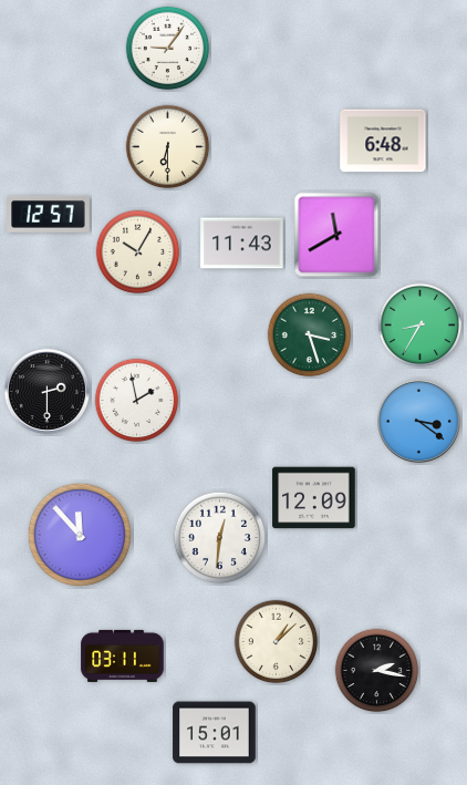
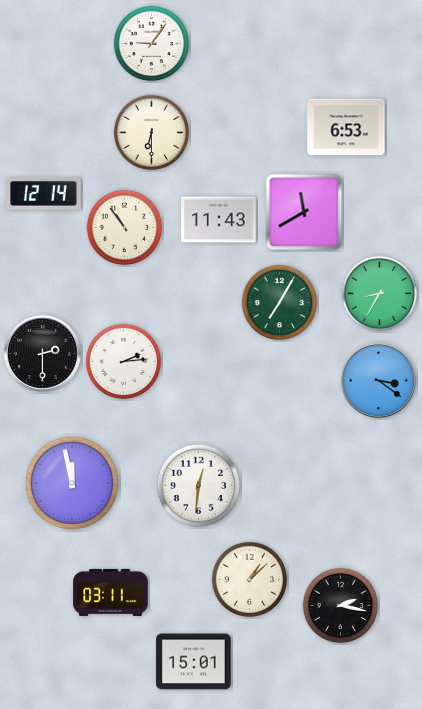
clock at (383, 141): 6:48 -> 6:53
clock at (49, 215): 12:57 -> 12:14
clock at (138, 252): 10:05 -> 10:54
clock at (310, 335): 3:27 -> 7:05
clock at (137, 401): 1:58 -> 2:14
clock at (314, 498): 12:09 -> none
clock at (80, 535): 11:53 -> 11:58
